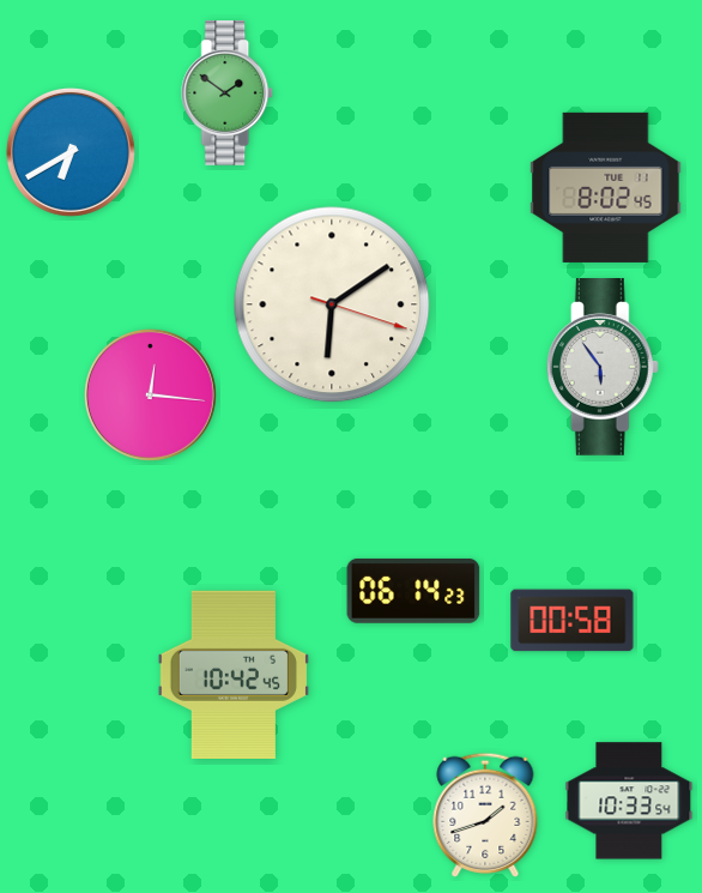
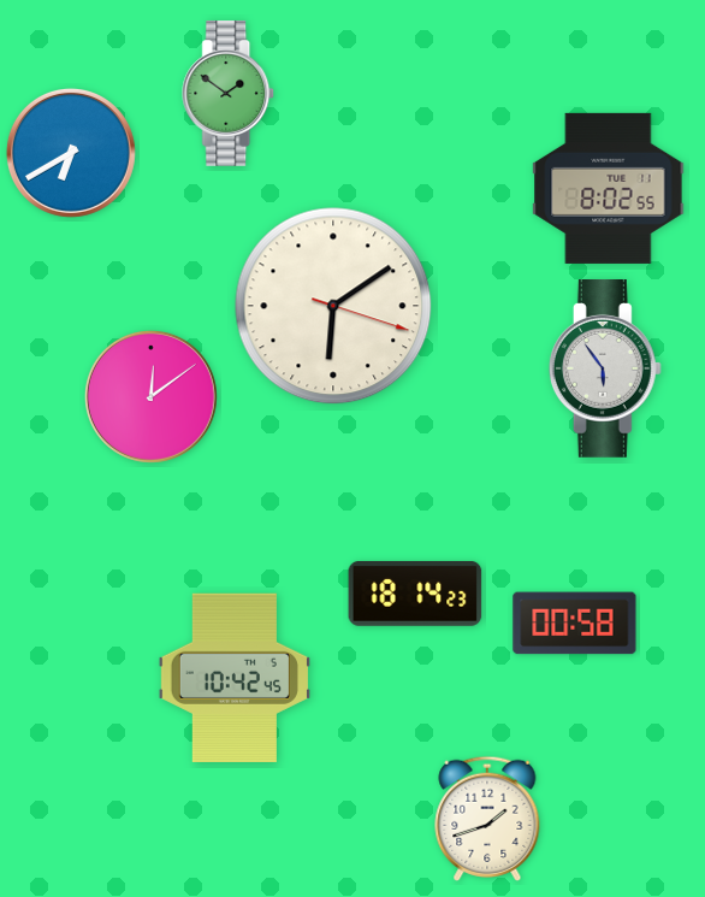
clock at (606, 187): 8:02:45 -> 8:02:55
clock at (150, 394): 12:16 -> 12:09
clock at (413, 591): 06:14 -> 18:14
clock at (629, 801): 10:33 -> none
